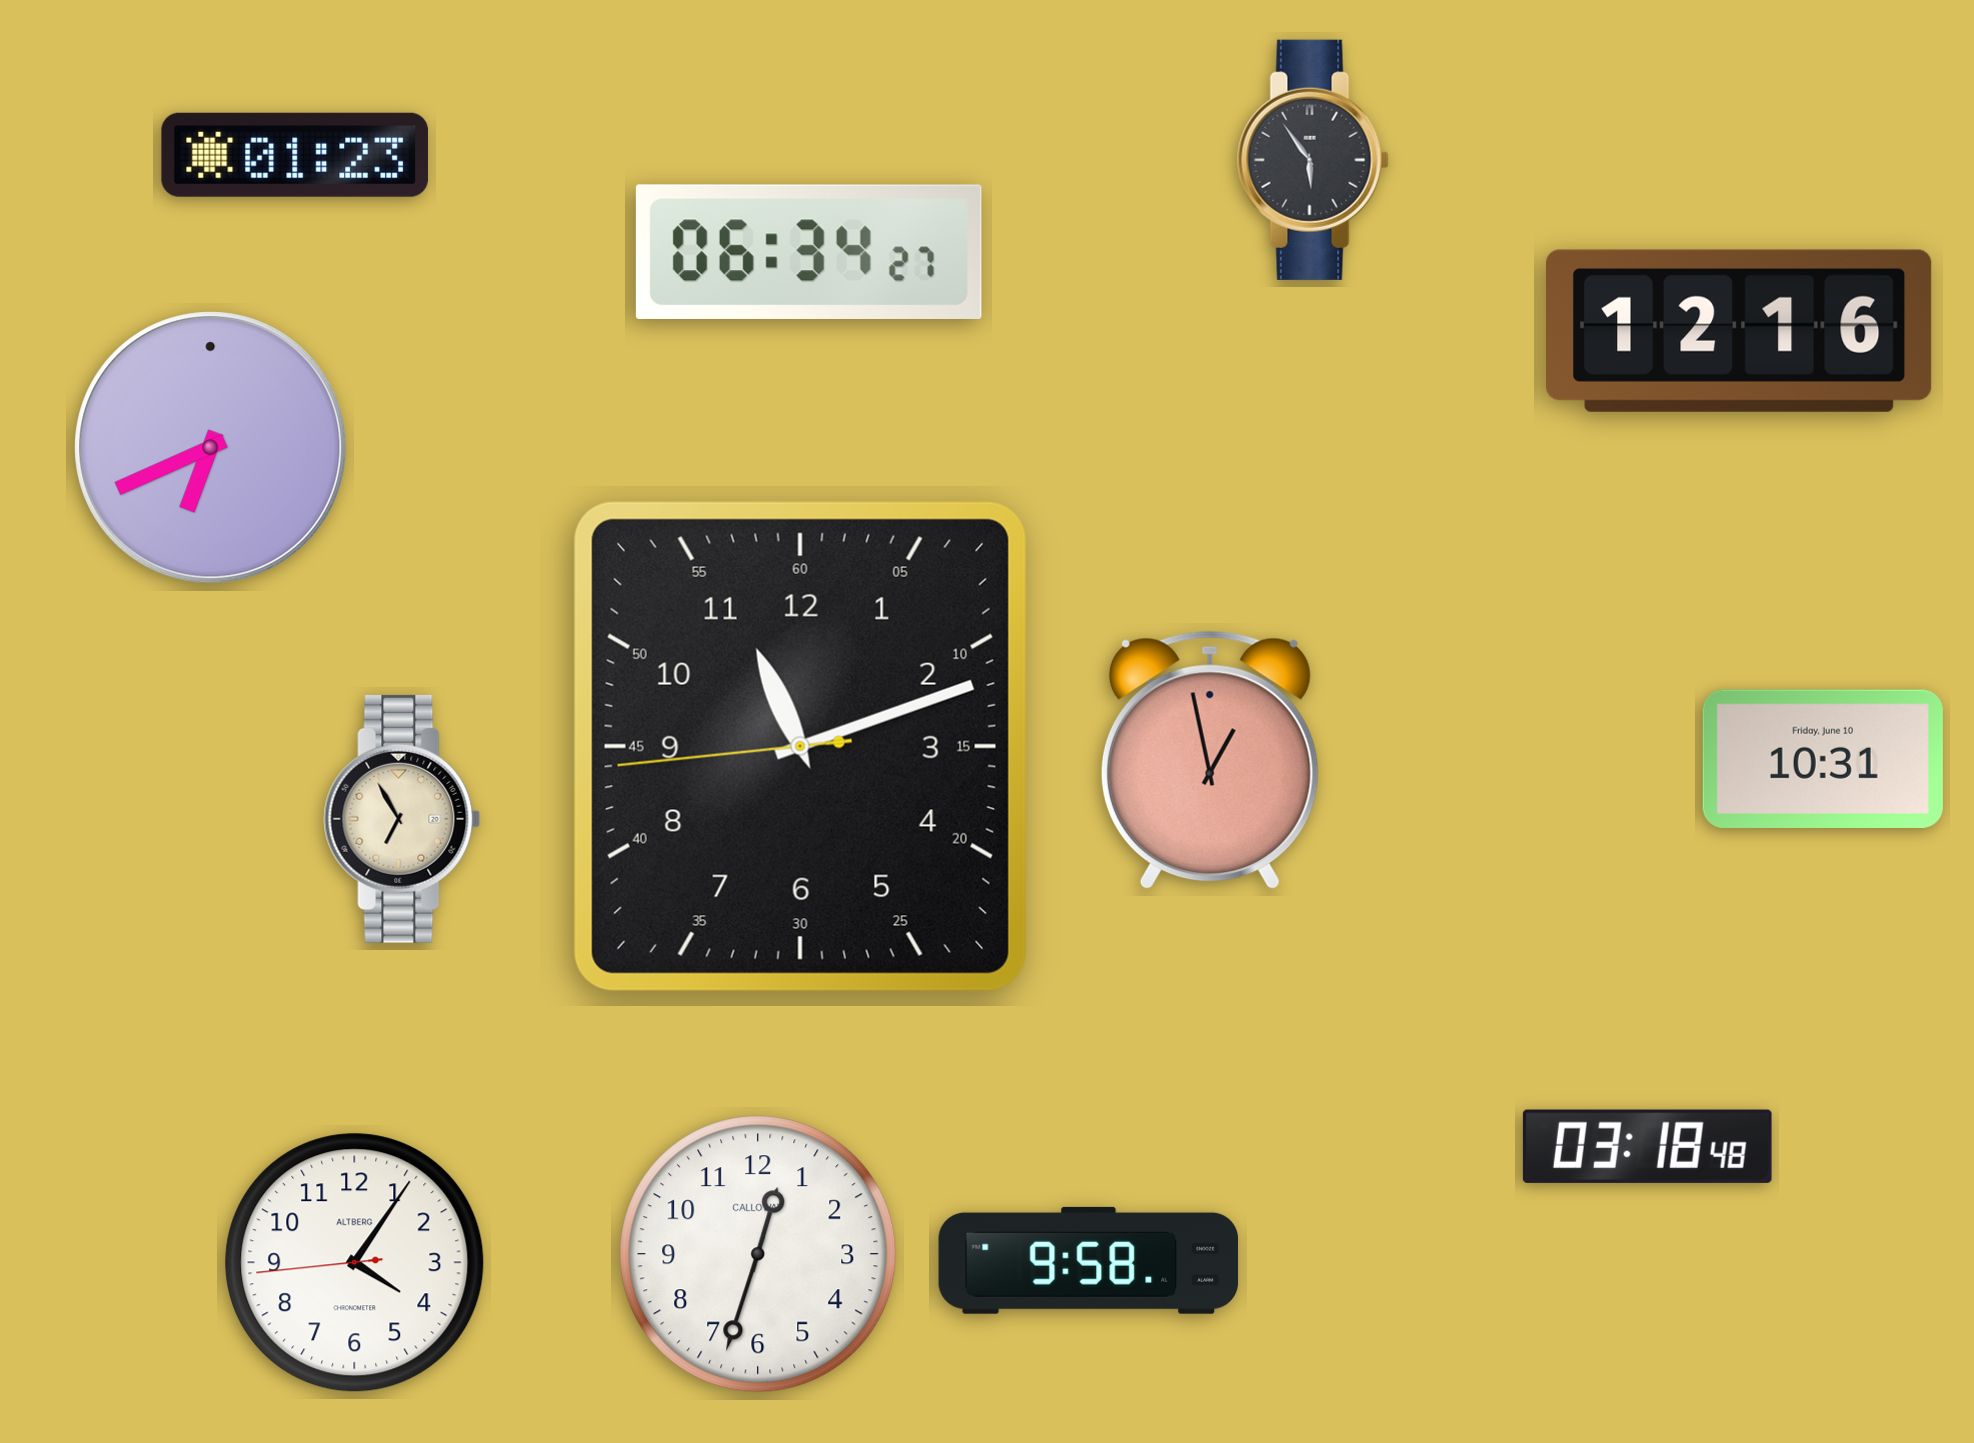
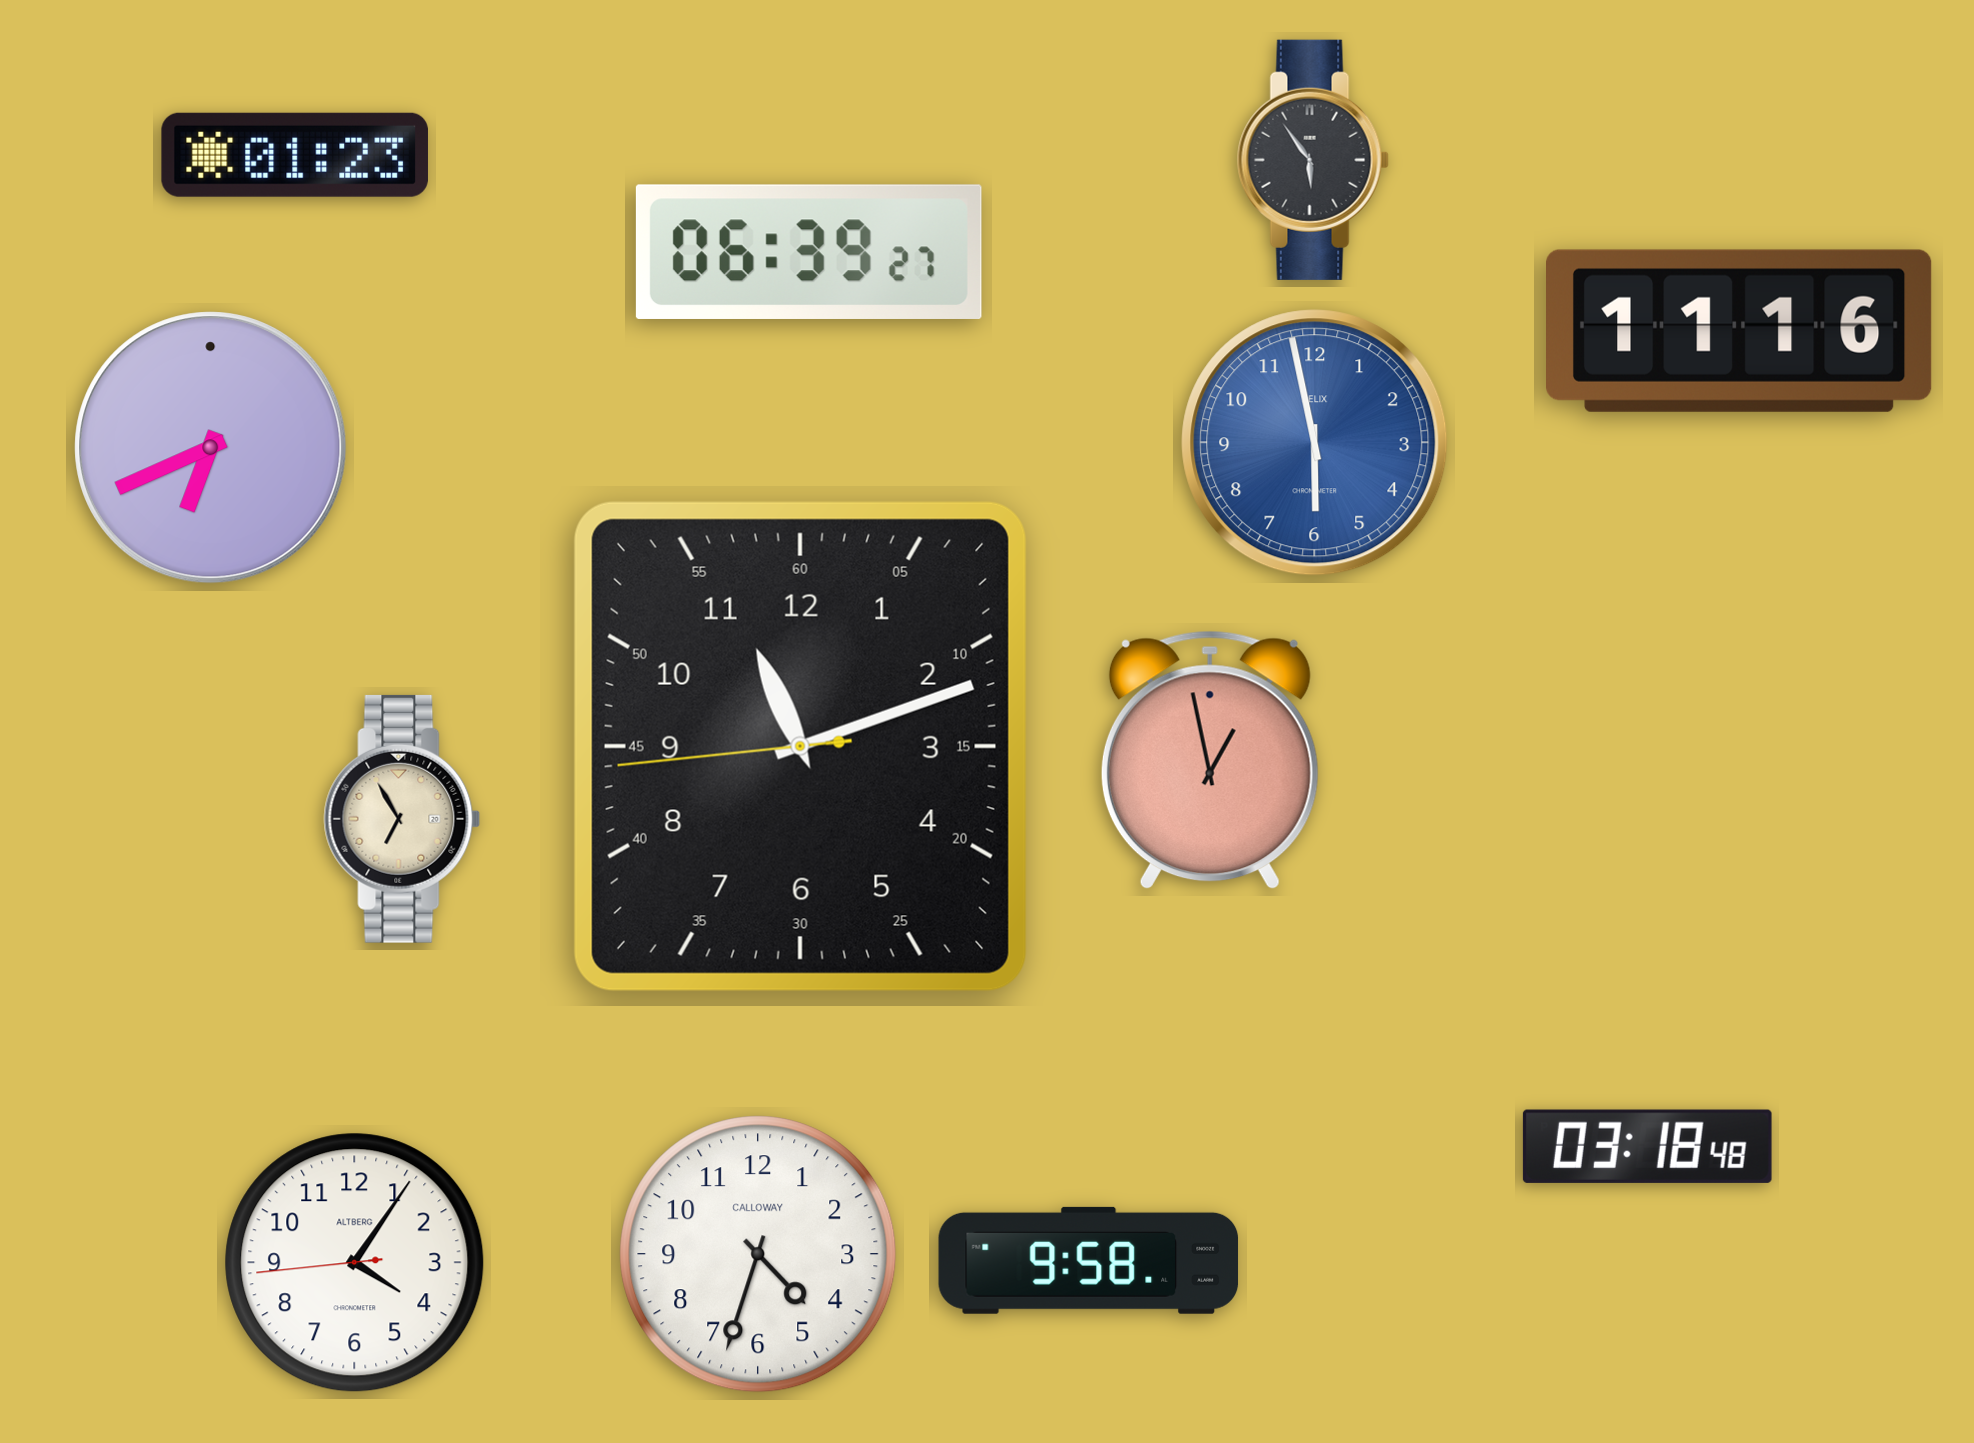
clock at (809, 252): 06:34 -> 06:39
clock at (1740, 331): 12:16 -> 11:16
clock at (1315, 443): none -> 5:58
clock at (1823, 759): 10:31 -> none
clock at (758, 1254): 12:33 -> 4:33
